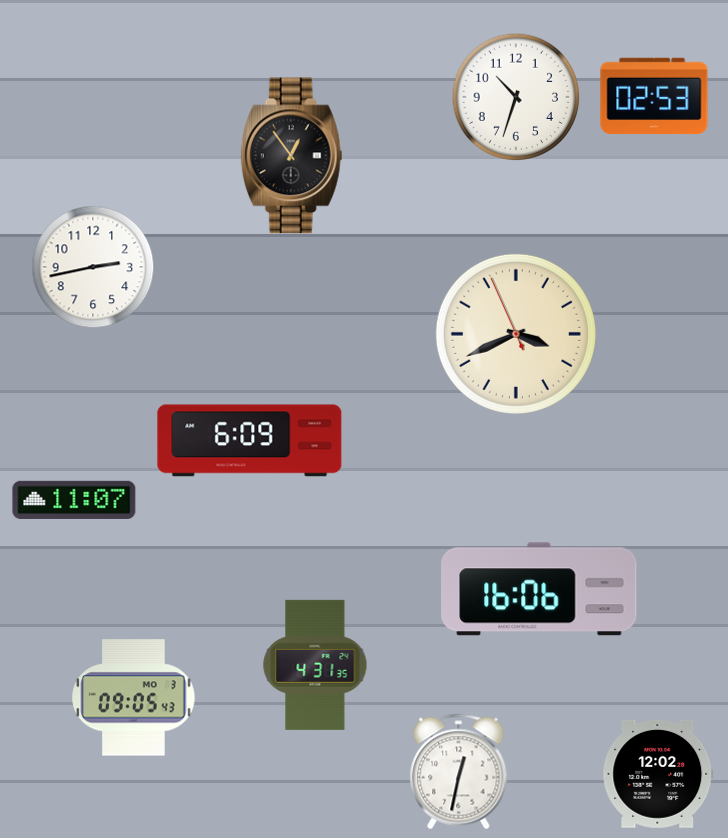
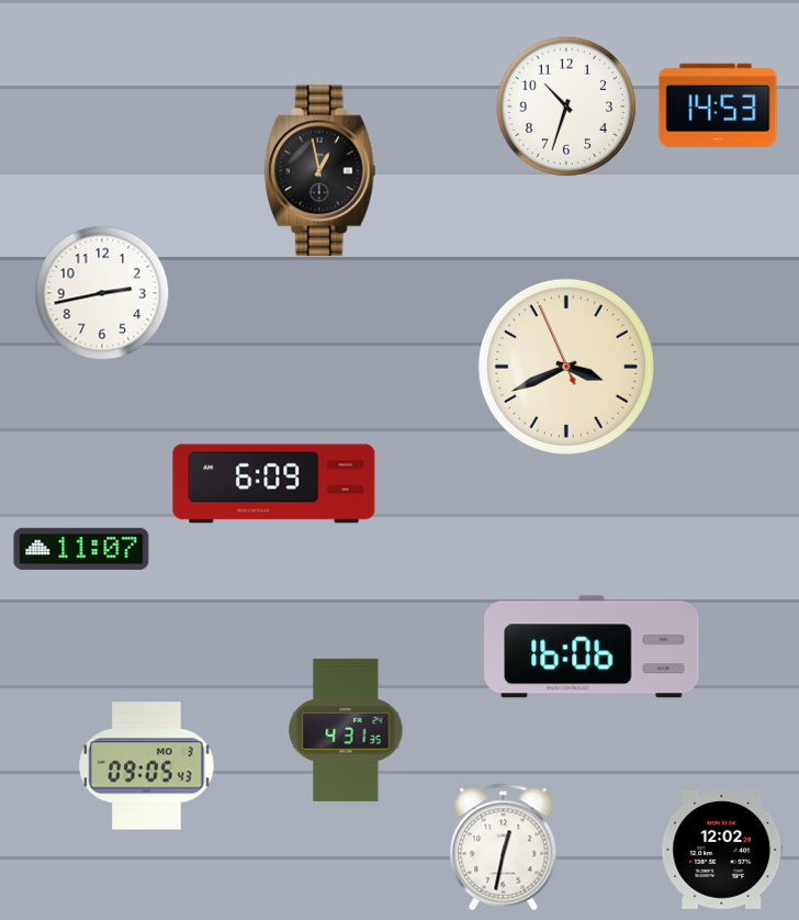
clock at (654, 96): 02:53 -> 14:53
clock at (292, 156): 12:54 -> 12:58
